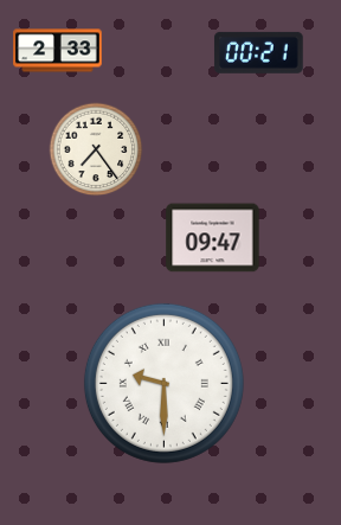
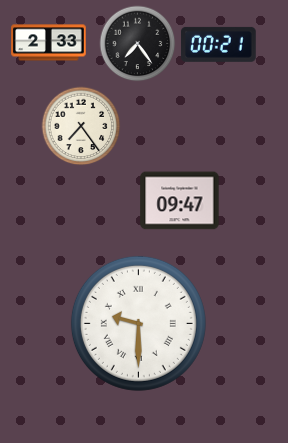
clock at (138, 44): none -> 7:24
